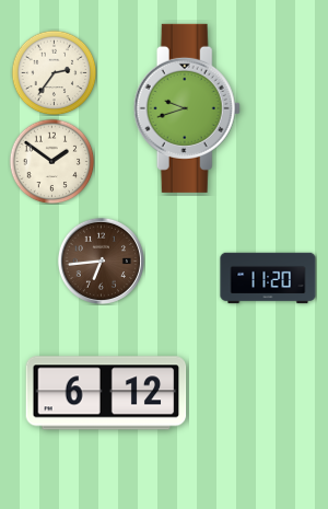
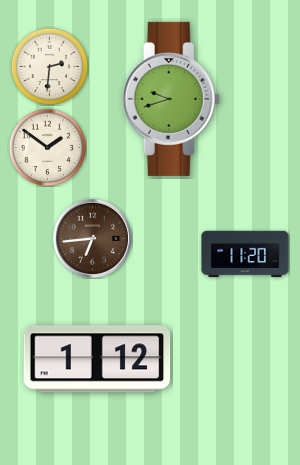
clock at (54, 72): 2:36 -> 2:31
clock at (106, 393): 6:12 -> 1:12
